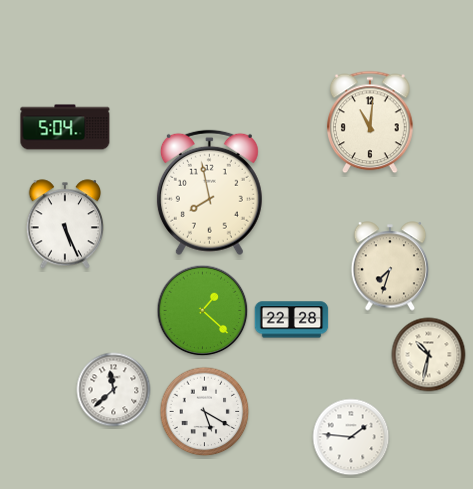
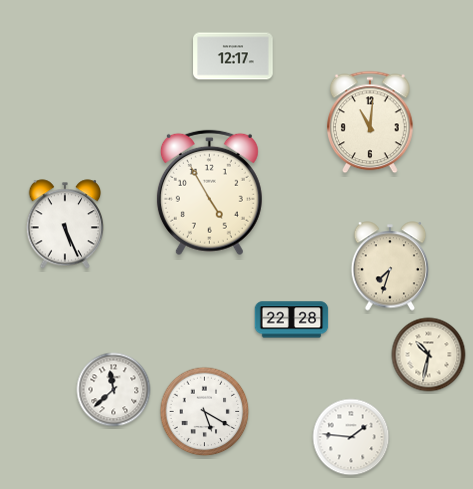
clock at (233, 56): none -> 12:17
clock at (65, 127): 5:04 -> none
clock at (209, 193): 7:58 -> 4:55
clock at (203, 311): 1:22 -> none
